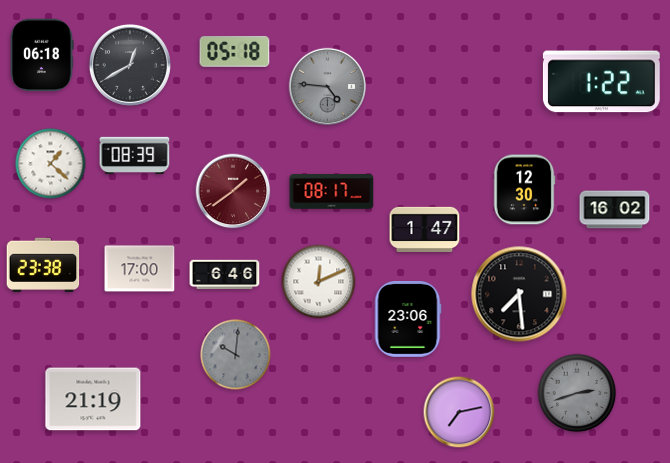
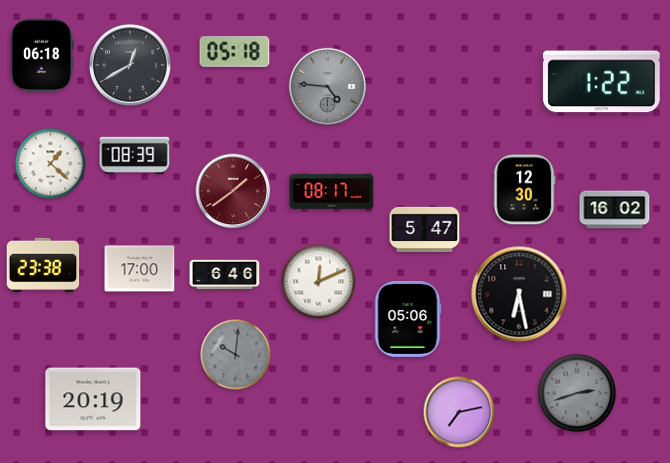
clock at (425, 229): 1:47 -> 5:47
clock at (519, 294): 7:29 -> 6:28
clock at (408, 320): 23:06 -> 05:06
clock at (93, 399): 21:19 -> 20:19
